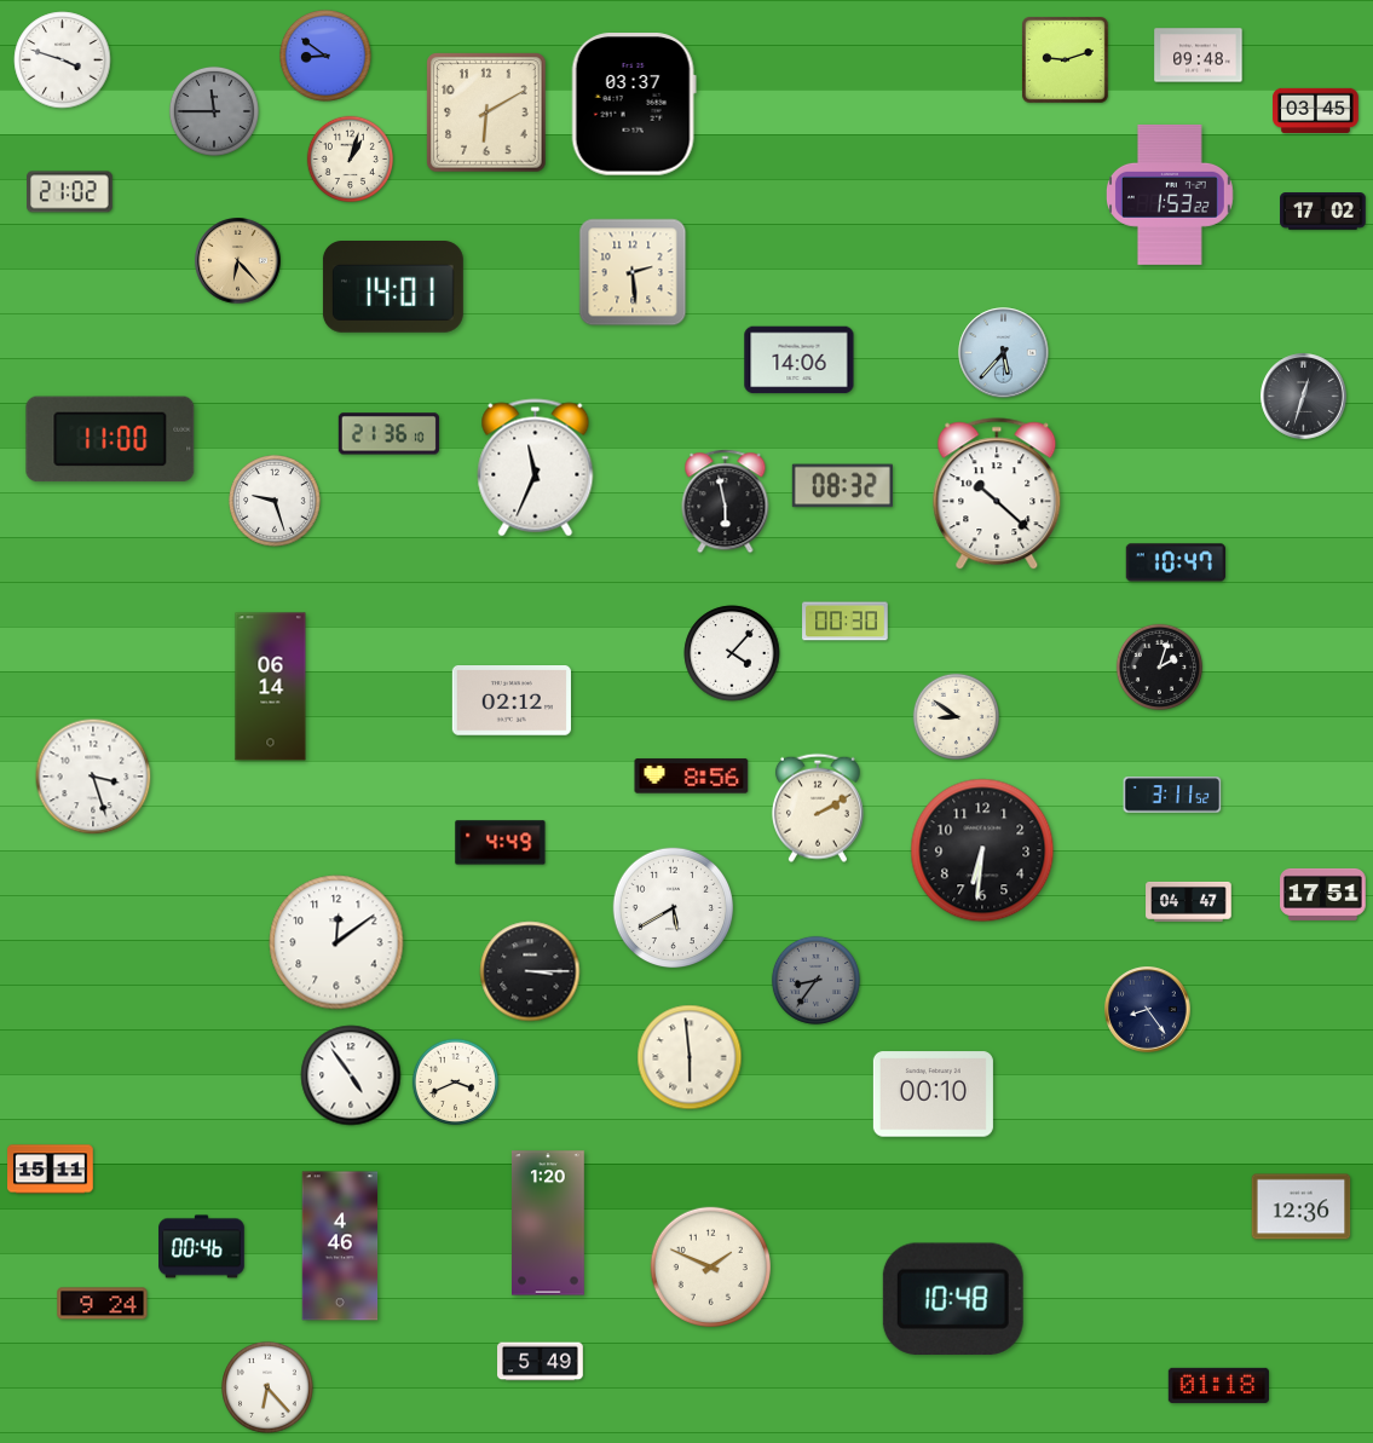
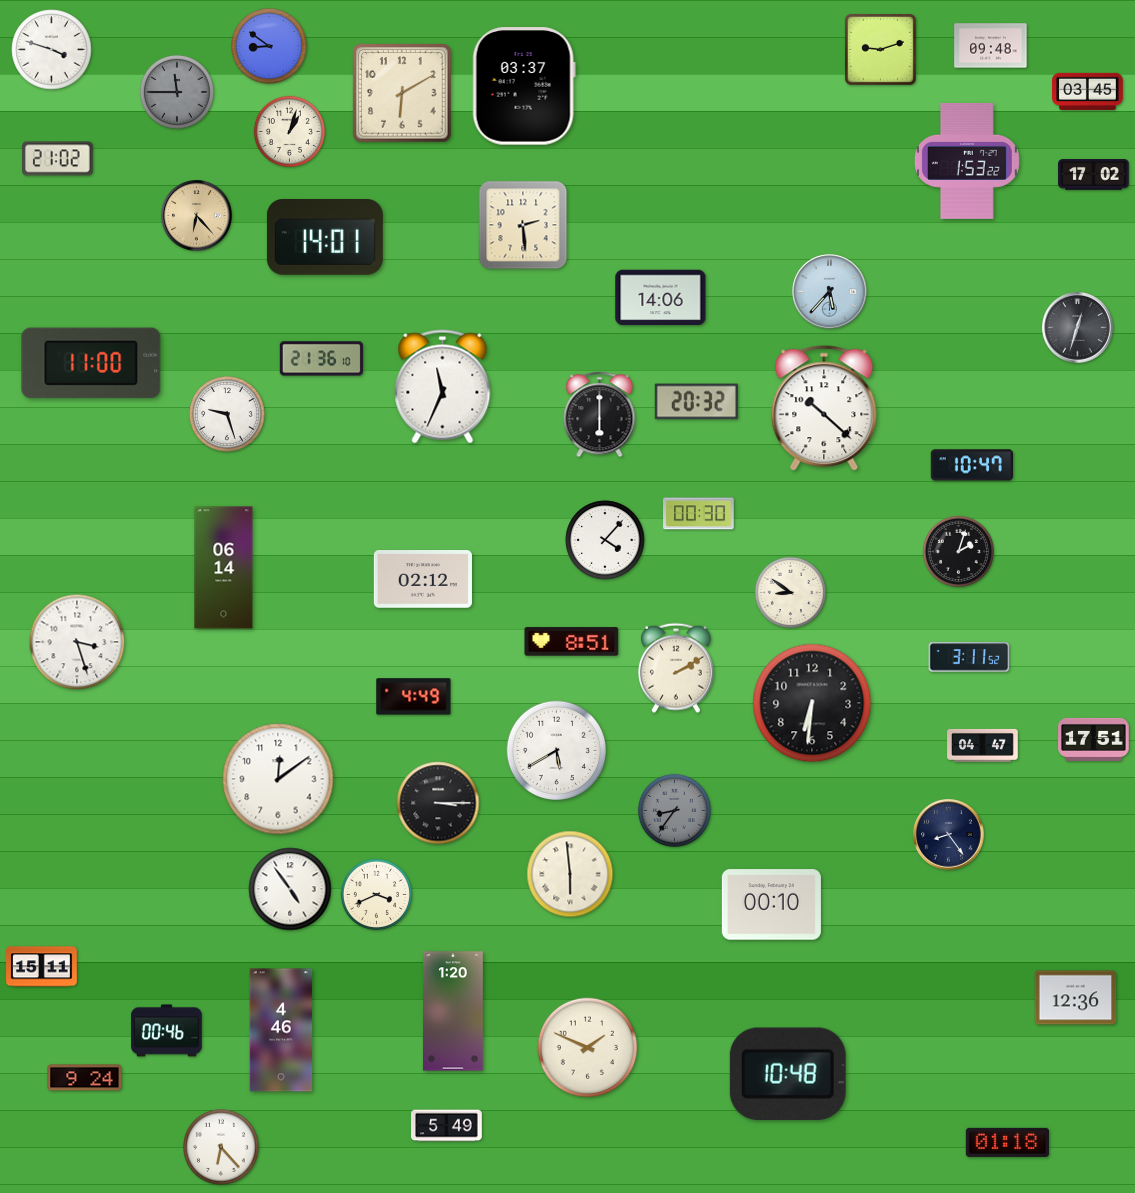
clock at (842, 486): 08:32 -> 20:32
clock at (726, 502): 5:58 -> 6:00
clock at (692, 777): 8:56 -> 8:51
clock at (1218, 1385) position: (1218, 1385) -> (1007, 1142)
